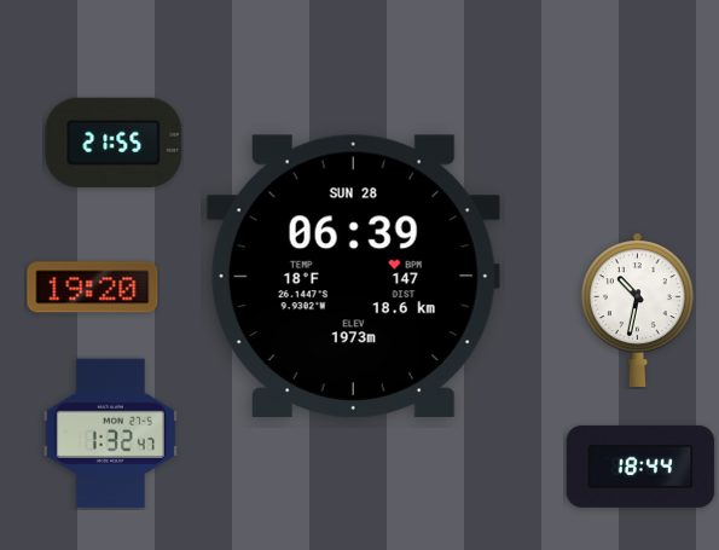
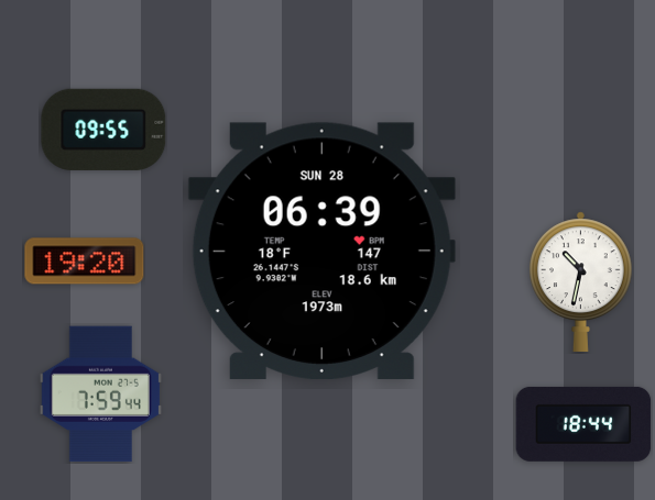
clock at (114, 143): 21:55 -> 09:55
clock at (110, 434): 1:32 -> 7:59
